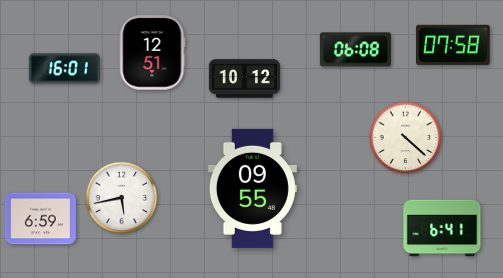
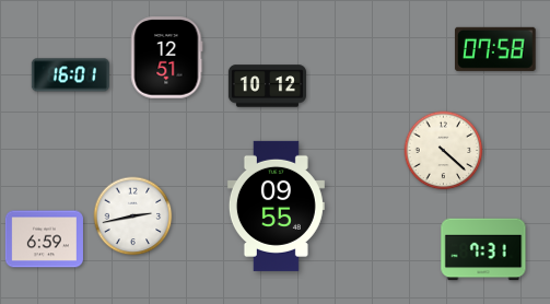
clock at (355, 50): 06:08 -> none
clock at (122, 198): 5:43 -> 2:43
clock at (442, 228): 6:41 -> 7:31
